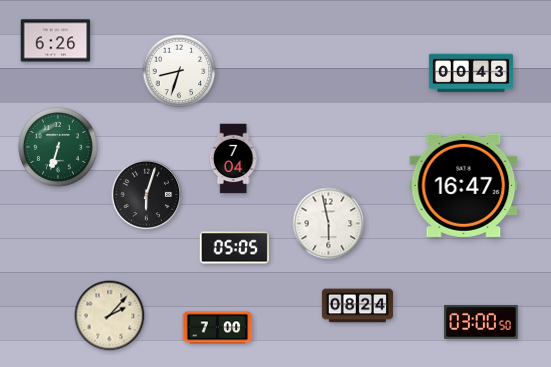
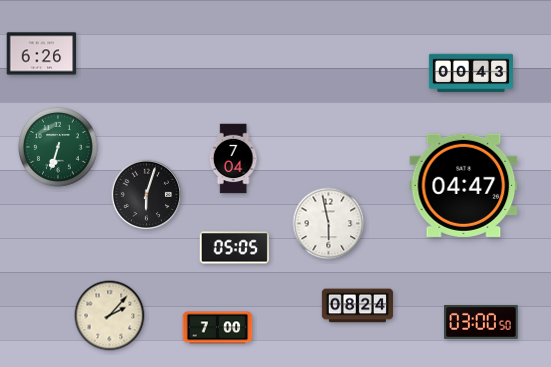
clock at (56, 41) position: (56, 41) -> (42, 54)
clock at (179, 71): 8:33 -> none
clock at (464, 185): 16:47 -> 04:47
